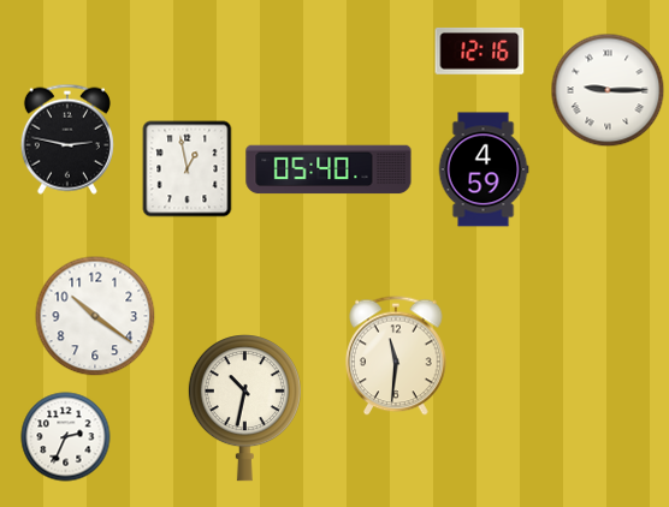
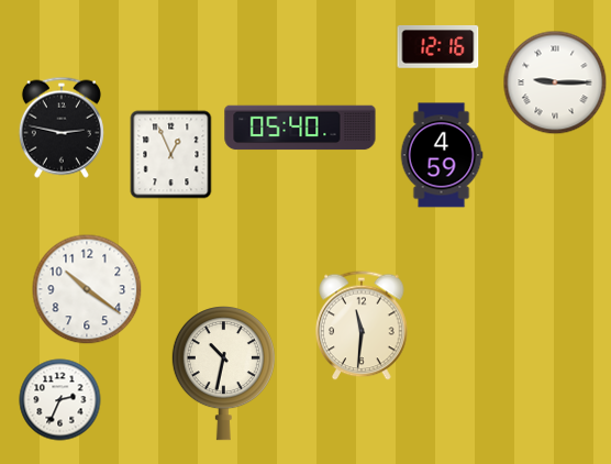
clock at (188, 169): 12:58 -> 12:56
clock at (328, 169) position: (328, 169) -> (300, 128)
